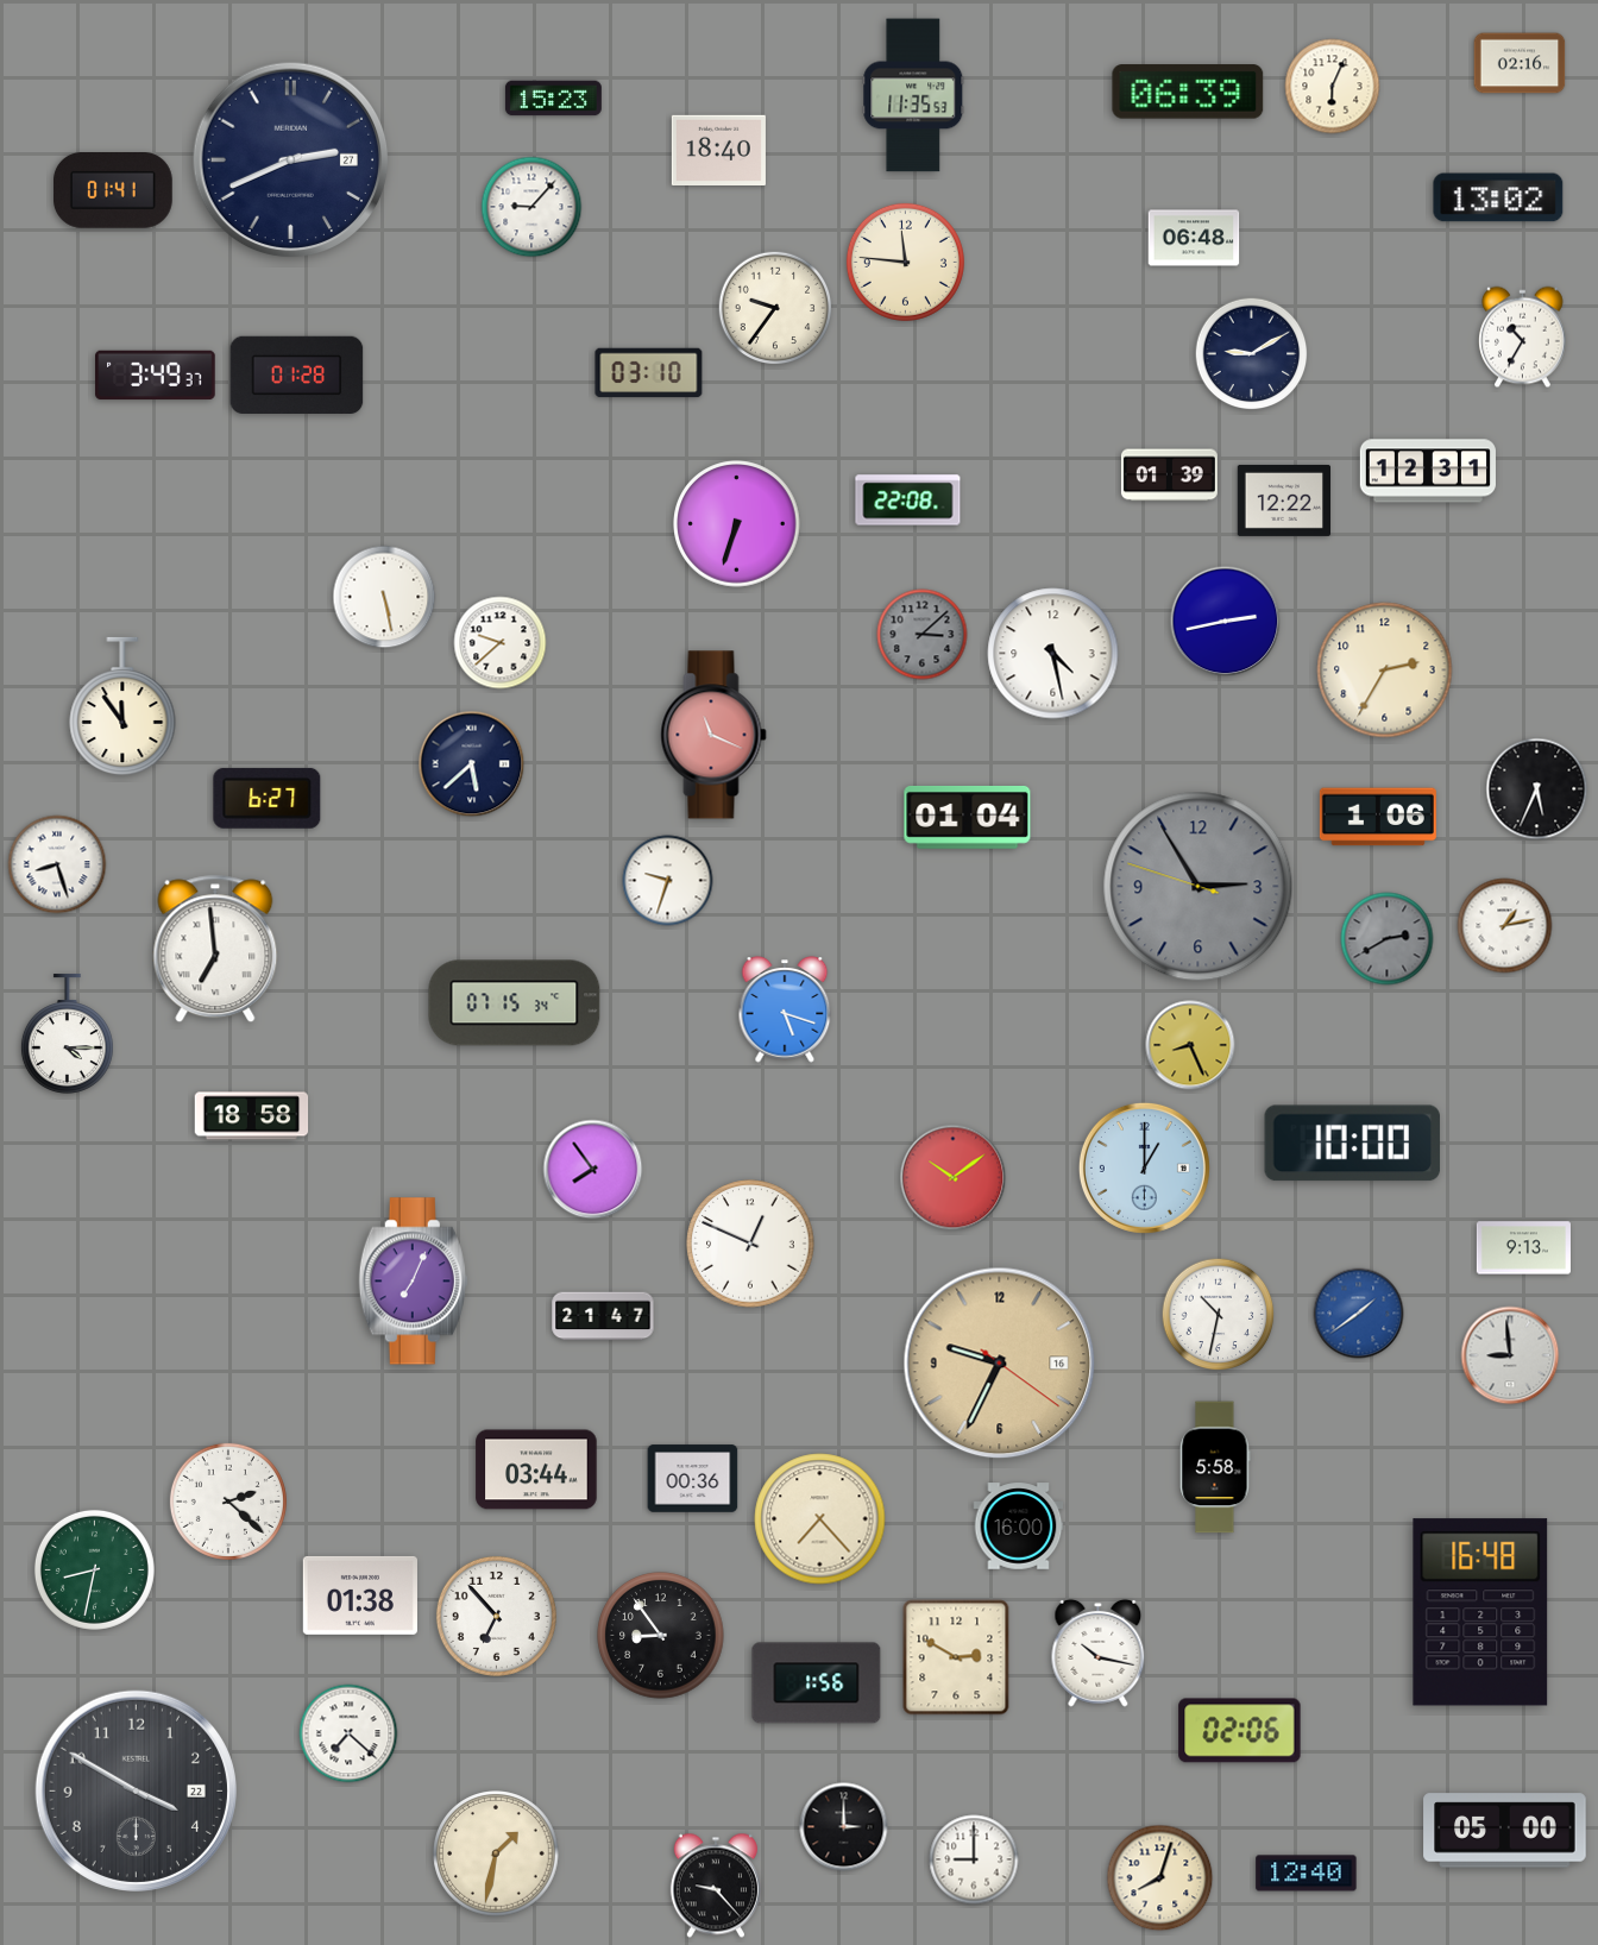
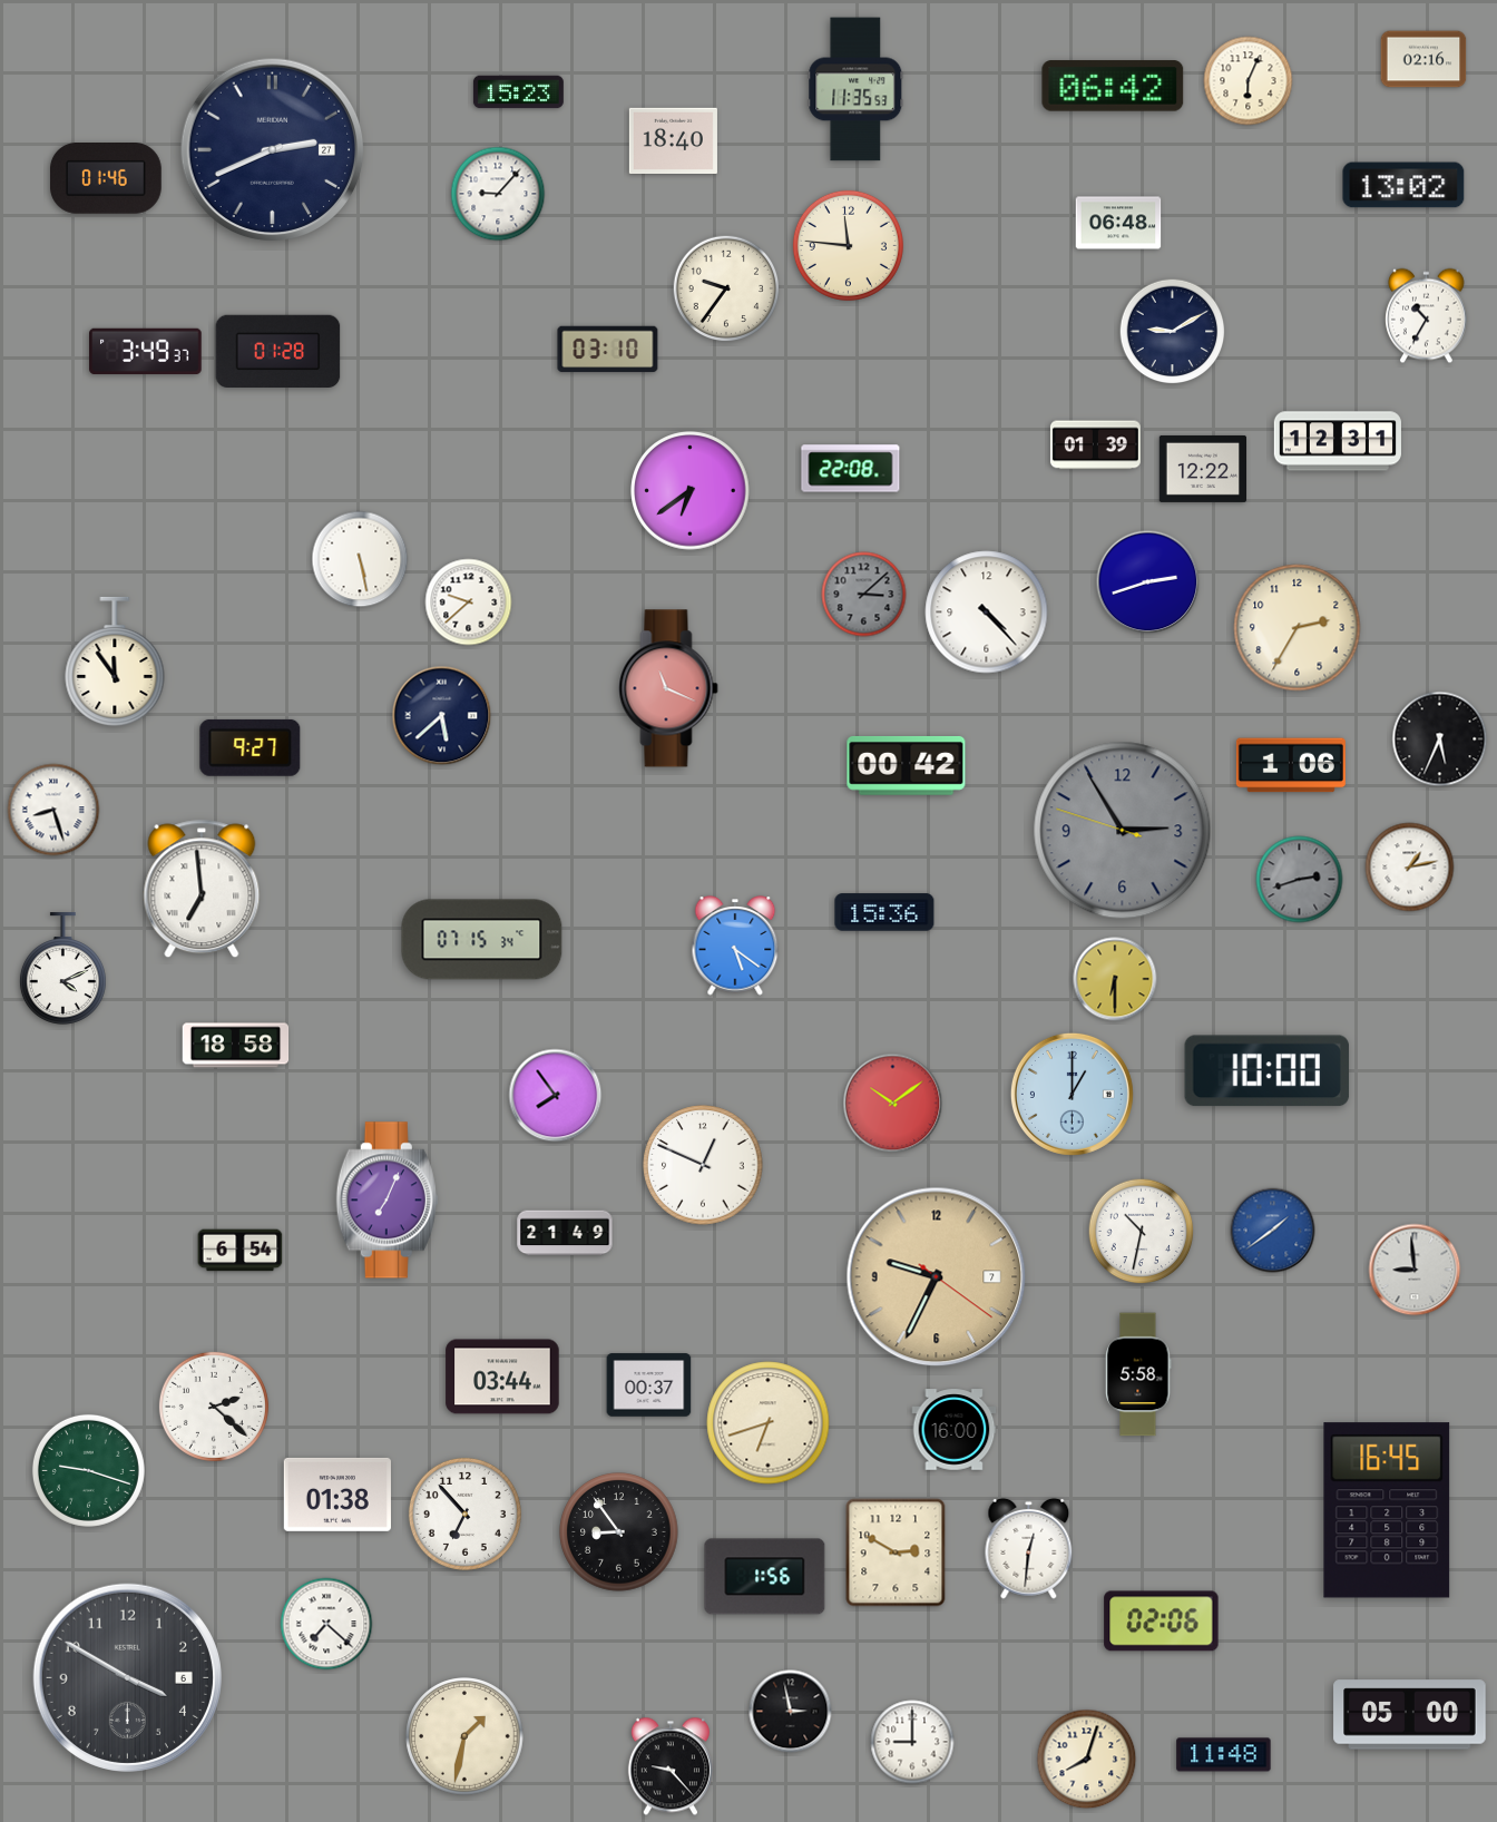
clock at (1188, 92): 06:39 -> 06:42
clock at (114, 191): 01:41 -> 01:46
clock at (737, 524): 6:33 -> 6:39
clock at (1226, 622): 2:43 -> 2:42
clock at (1053, 654): 4:28 -> 4:23
clock at (268, 798): 6:27 -> 9:27
clock at (968, 818): 01:04 -> 00:42
clock at (668, 881): 9:33 -> none
clock at (1388, 939): 2:40 -> 2:42
clock at (884, 912): none -> 15:36
clock at (785, 1009): 5:18 -> 5:21
clock at (67, 1033): 4:15 -> 4:11
clock at (1190, 1045): 8:26 -> 6:30
clock at (1523, 1248): 9:13 -> none
clock at (603, 1316): 21:47 -> 21:49
clock at (241, 1251): none -> 6:54
clock at (1000, 1364) date: 16 -> 7
clock at (693, 1479): 00:36 -> 00:37
clock at (820, 1519): 7:23 -> 6:42
clock at (94, 1569): 8:32 -> 9:18
clock at (1480, 1612): 16:48 -> 16:45
clock at (1099, 1653): 10:17 -> 12:31
clock at (136, 1790) date: 22 -> 6
clock at (844, 1827): 3:00 -> 2:58
clock at (1307, 1874): 12:40 -> 11:48
